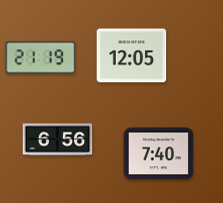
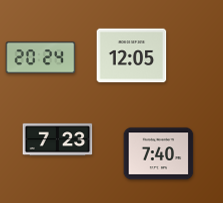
clock at (41, 58): 21:19 -> 20:24
clock at (58, 140): 6:56 -> 7:23
